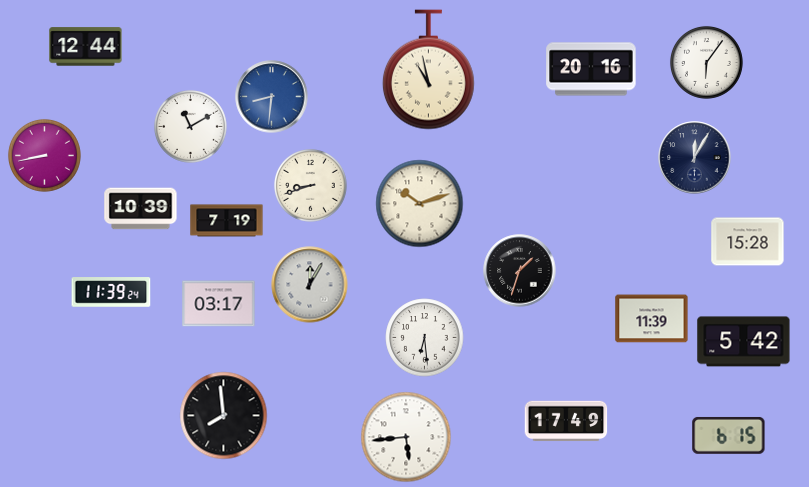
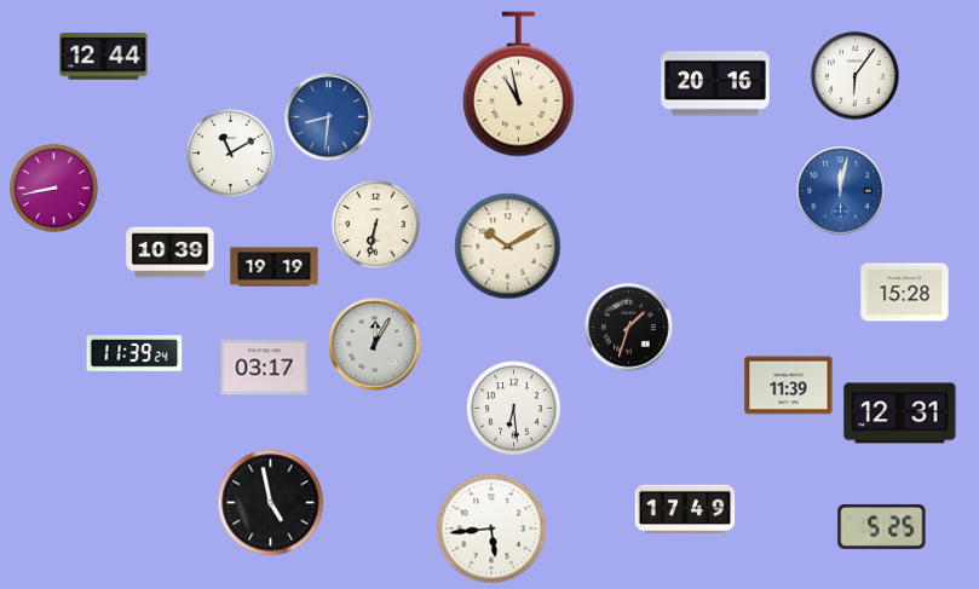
clock at (695, 158): 12:05 -> 12:02
clock at (695, 158) dial: navy -> blue
clock at (310, 185): 8:42 -> 6:32
clock at (420, 204): 10:12 -> 10:10
clock at (227, 221): 7:19 -> 19:19
clock at (744, 342): 5:42 -> 12:31
clock at (224, 416): 7:59 -> 4:58
clock at (729, 435): 6:15 -> 5:25
